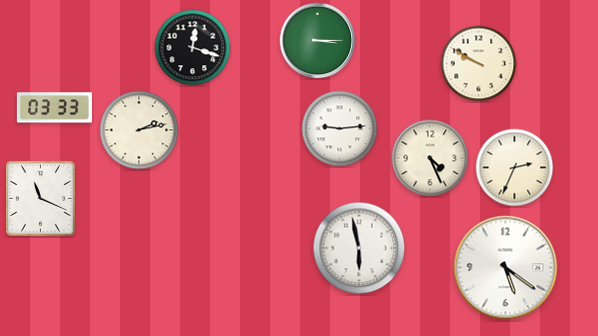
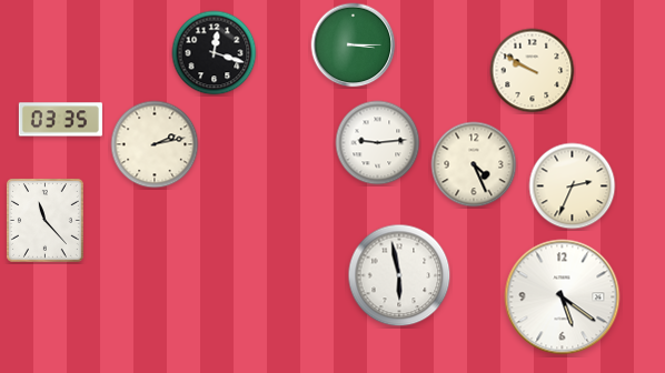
clock at (54, 108): 03:33 -> 03:35
clock at (430, 158) position: (430, 158) -> (474, 164)
clock at (40, 198): 11:19 -> 11:23
